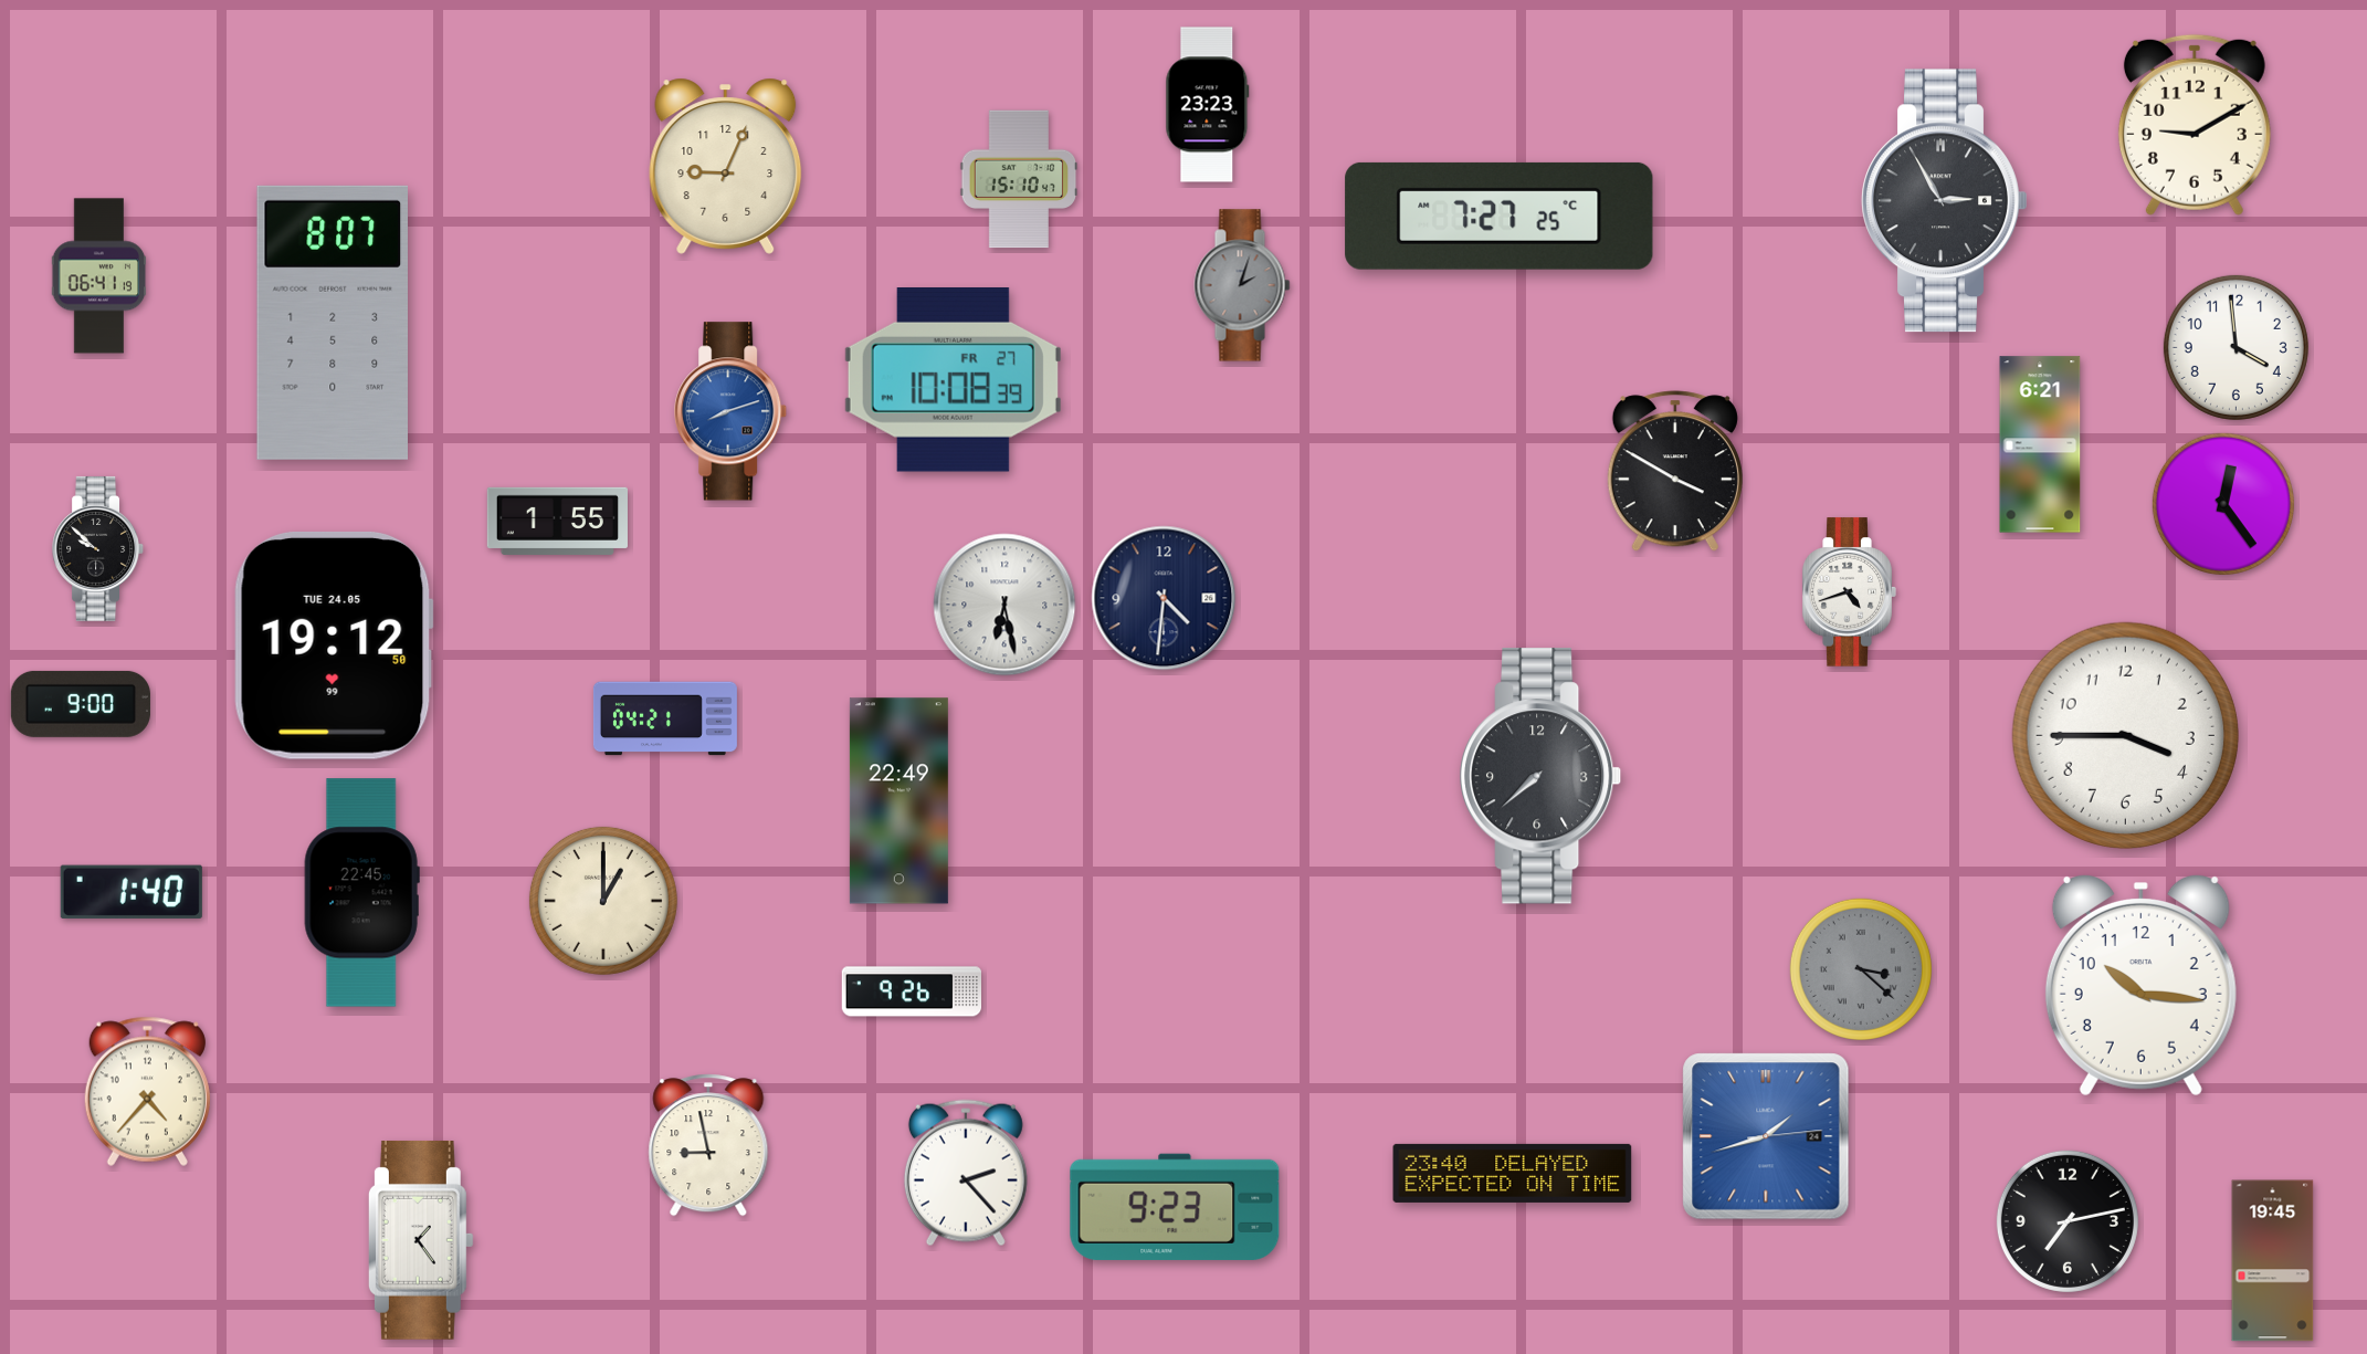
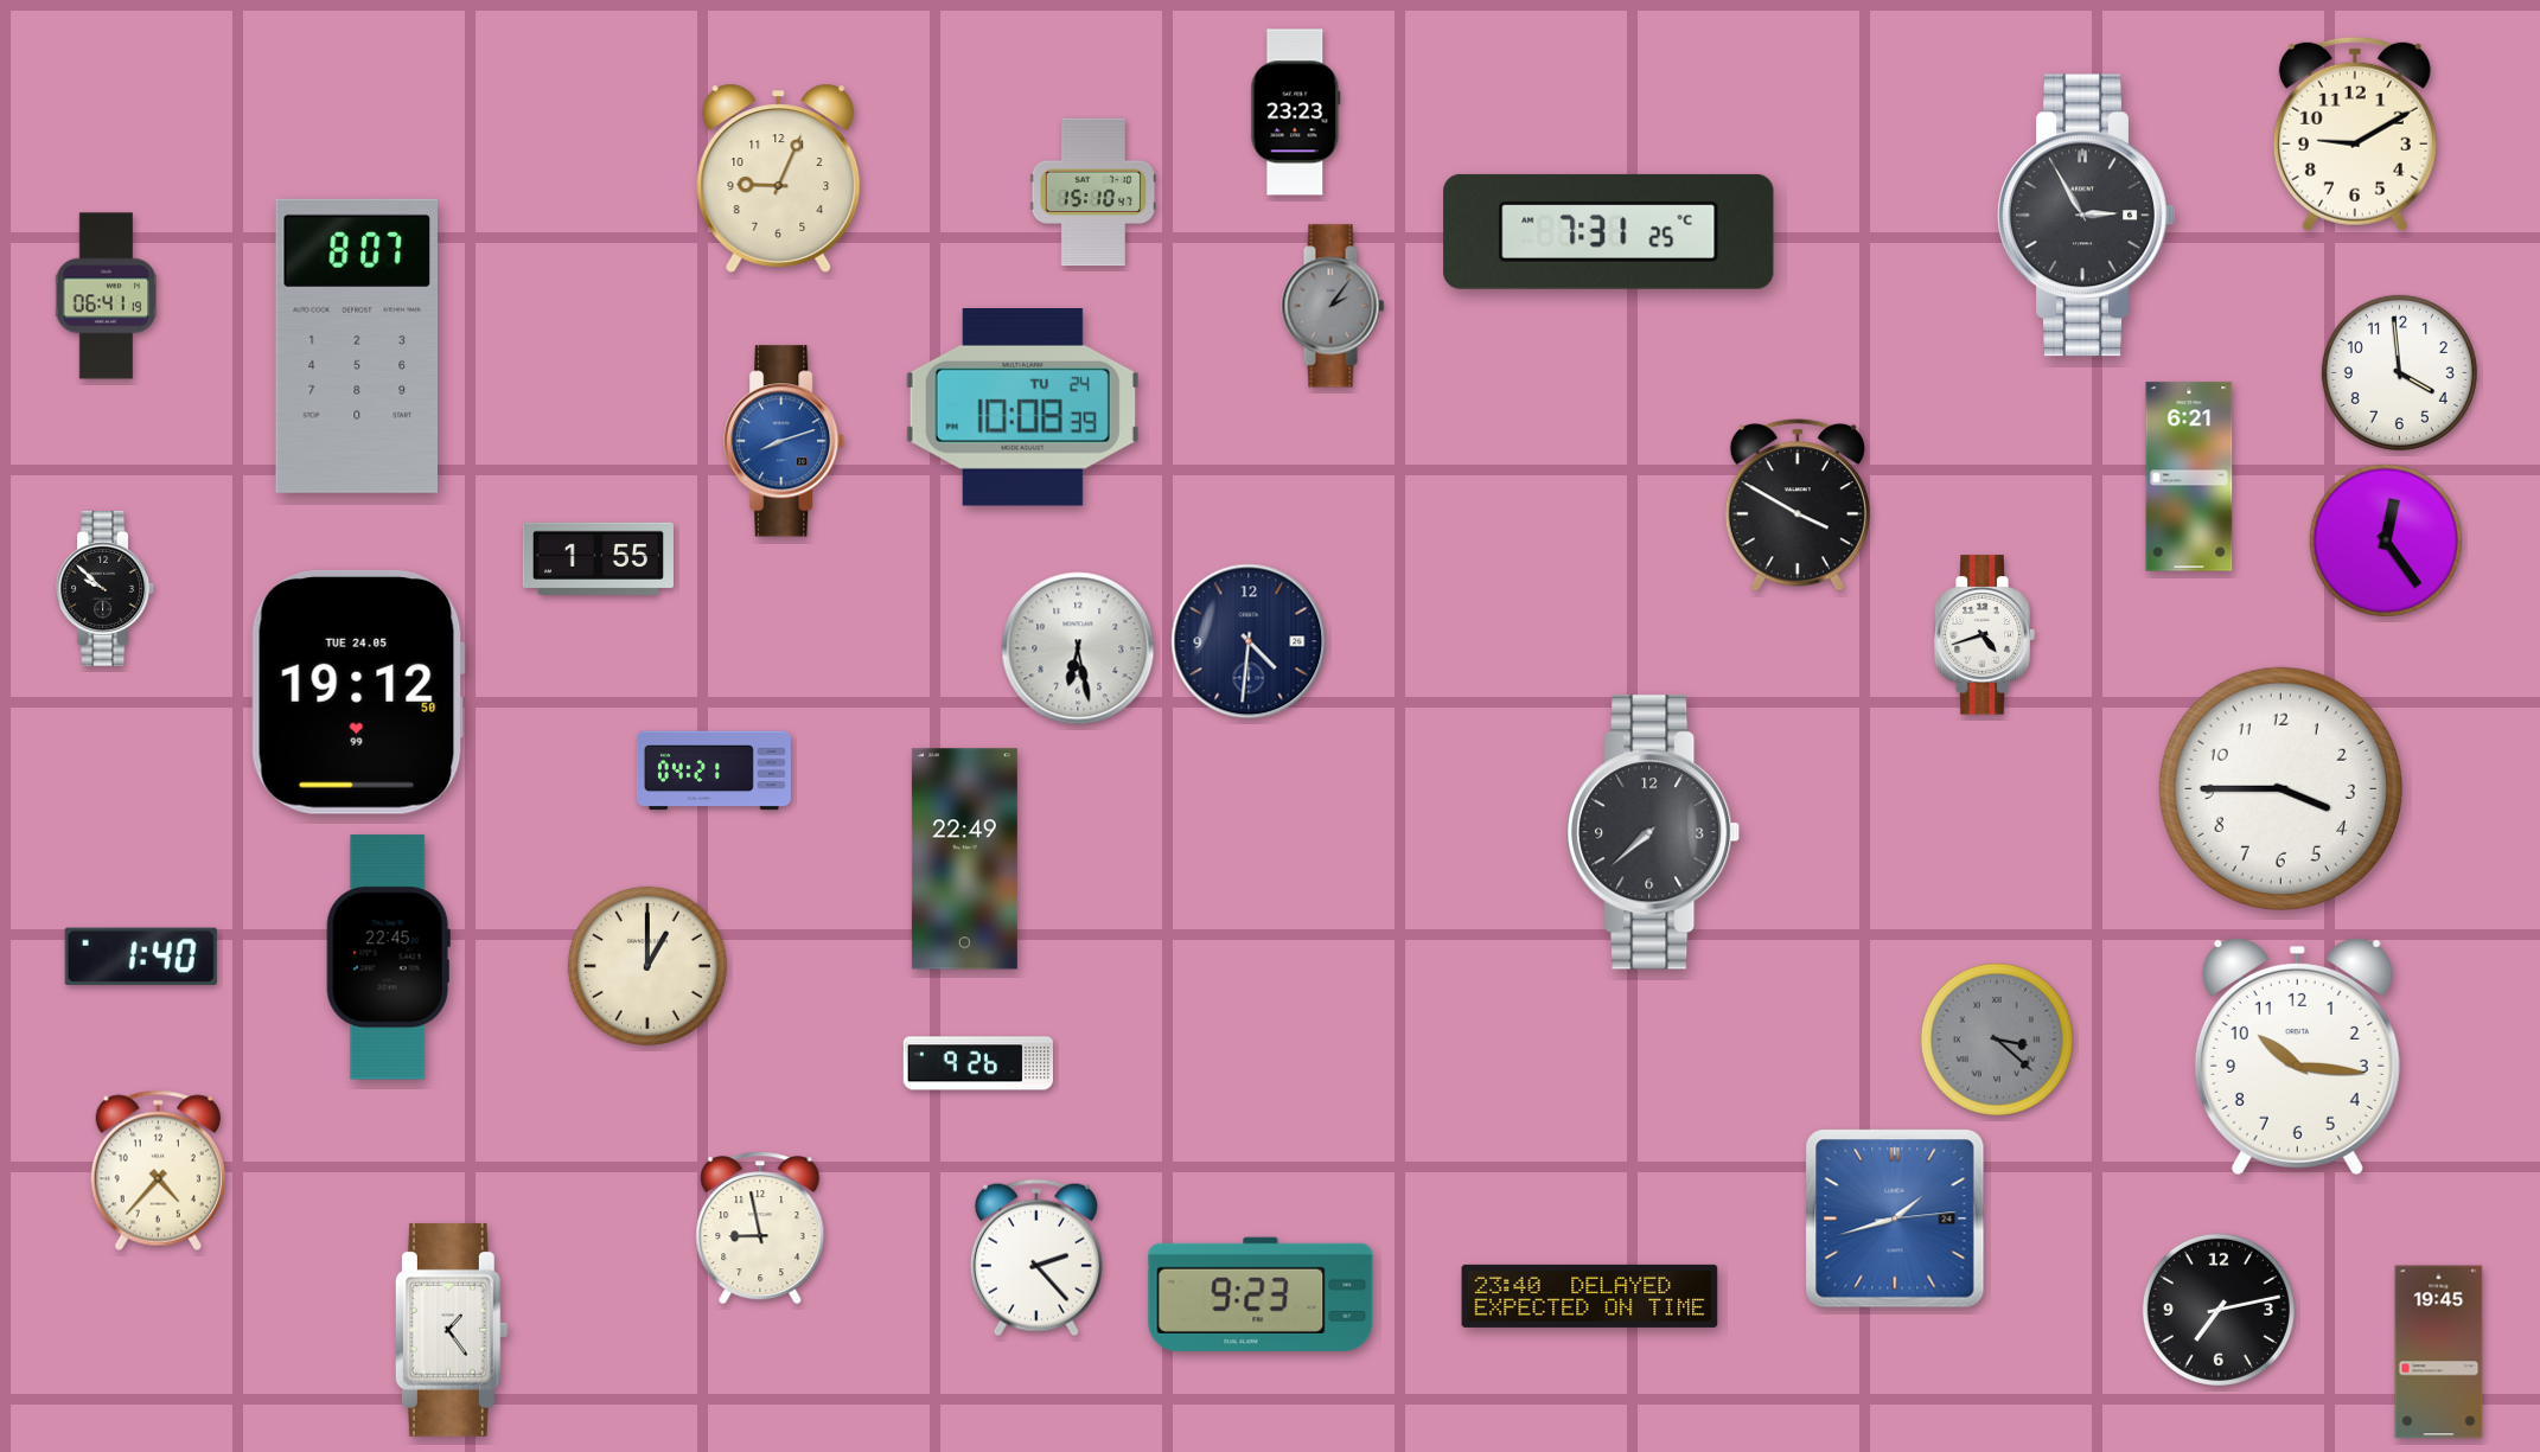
clock at (1500, 216): 7:27 -> 7:31
clock at (1242, 285): 2:03 -> 2:06
clock at (953, 380) date: FR 27 -> TU 24
clock at (81, 704): 9:00 -> none
clock at (1513, 1173) position: (1513, 1173) -> (1590, 1296)
